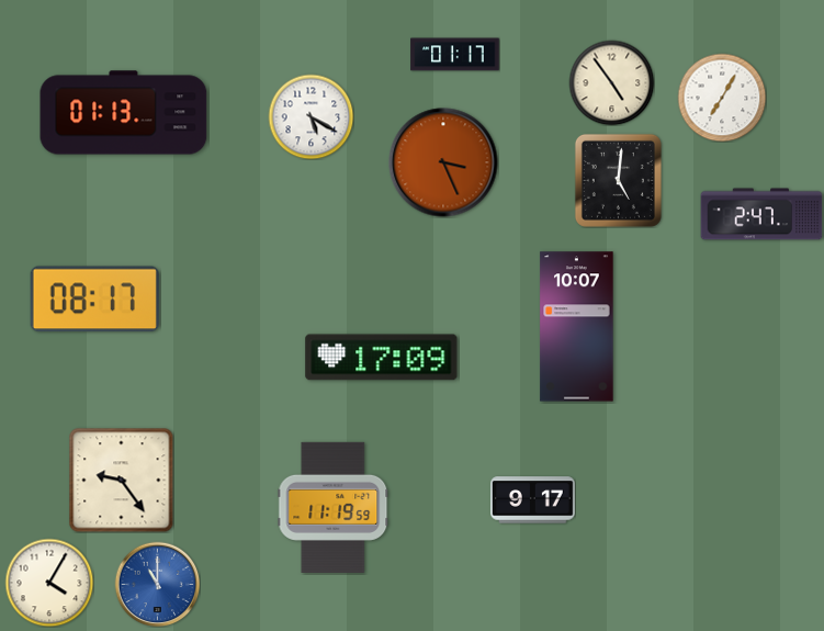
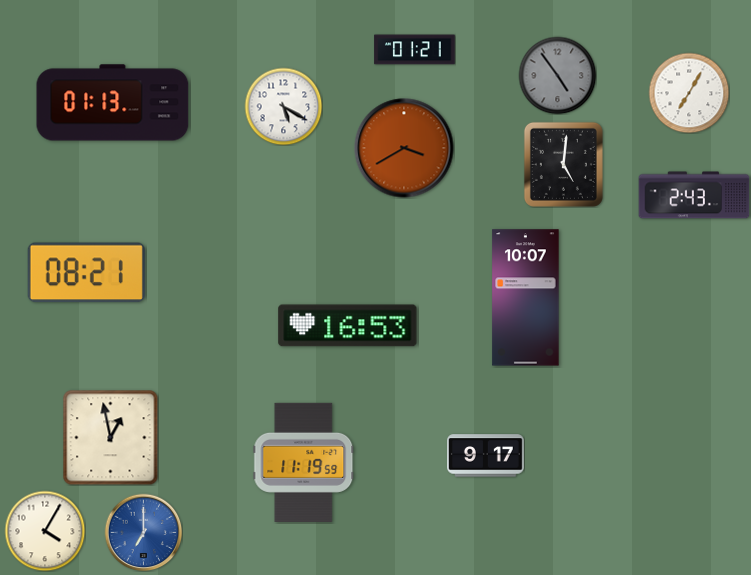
clock at (455, 55): 01:17 -> 01:21
clock at (611, 82) dial: cream -> grey
clock at (722, 98) position: (722, 98) -> (689, 93)
clock at (443, 162): 3:26 -> 3:40
clock at (761, 214): 2:47 -> 2:43
clock at (94, 300): 08:17 -> 08:21
clock at (382, 358): 17:09 -> 16:53
clock at (121, 480): 9:24 -> 12:58
clock at (157, 584): 11:00 -> 7:00
